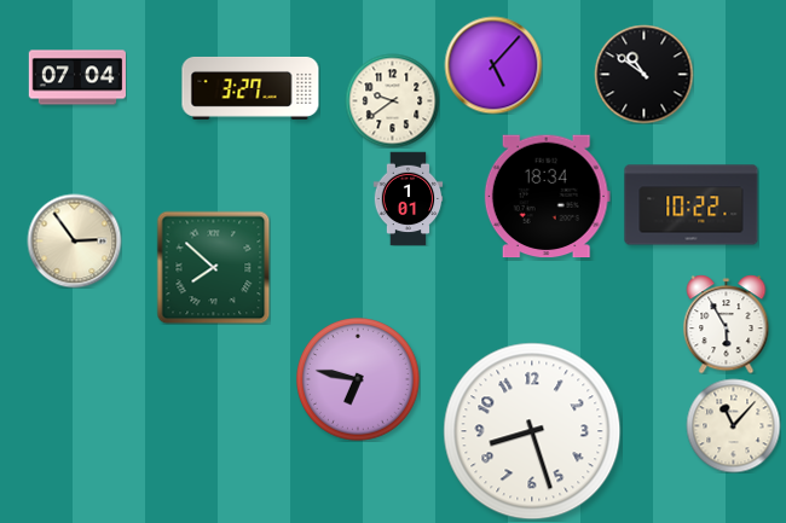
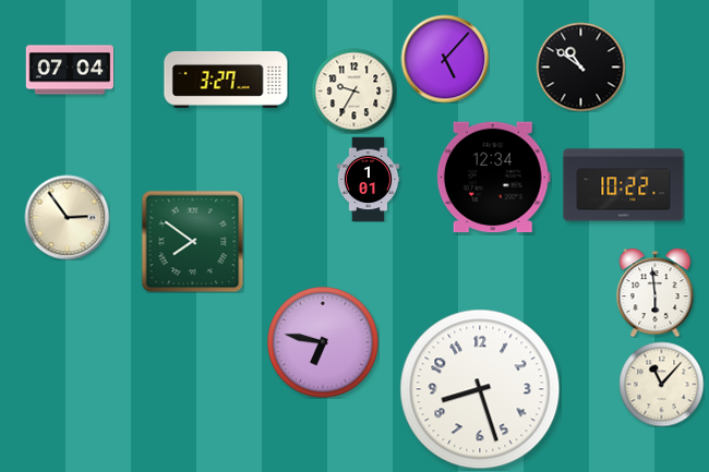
clock at (392, 100): 9:39 -> 9:35
clock at (547, 197): 18:34 -> 12:34
clock at (213, 267): 7:52 -> 7:51
clock at (727, 324): 5:55 -> 5:59
